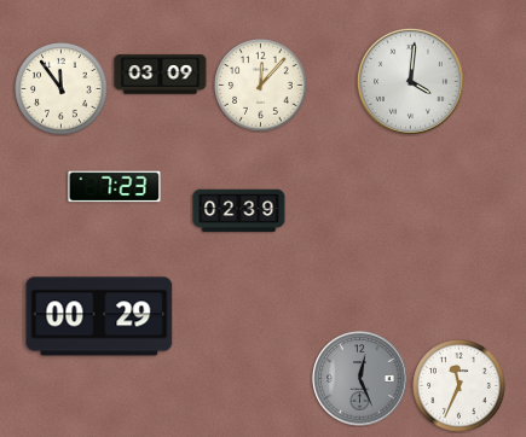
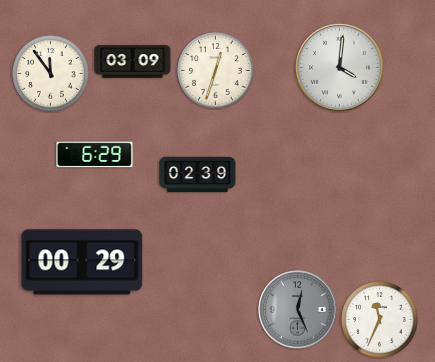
clock at (261, 86): 12:07 -> 12:33
clock at (115, 187): 7:23 -> 6:29
clock at (360, 379) position: (360, 379) -> (298, 310)
